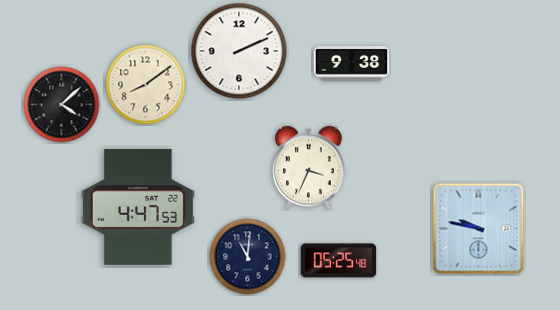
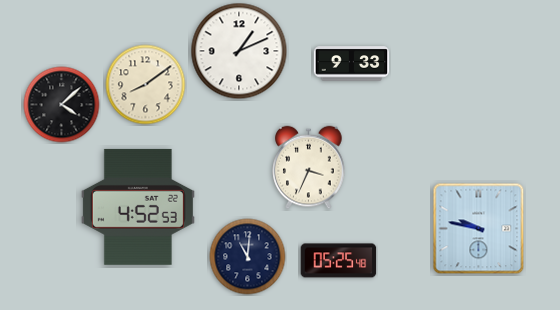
clock at (239, 51): 2:11 -> 1:11
clock at (352, 64): 9:38 -> 9:33
clock at (138, 207): 4:47 -> 4:52
